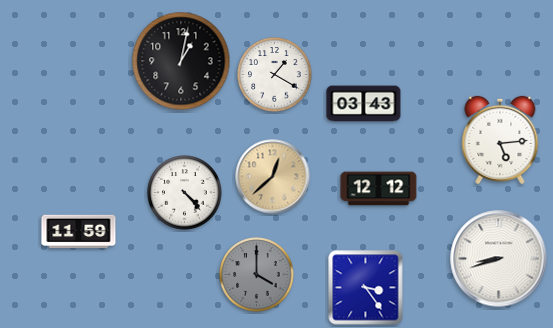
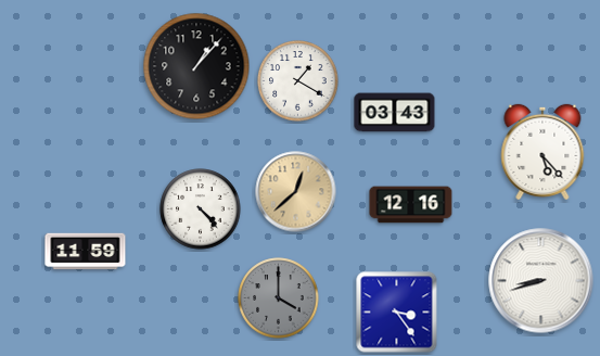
clock at (181, 61): 1:02 -> 1:07
clock at (500, 140): 5:14 -> 5:23
clock at (379, 189): 12:12 -> 12:16
